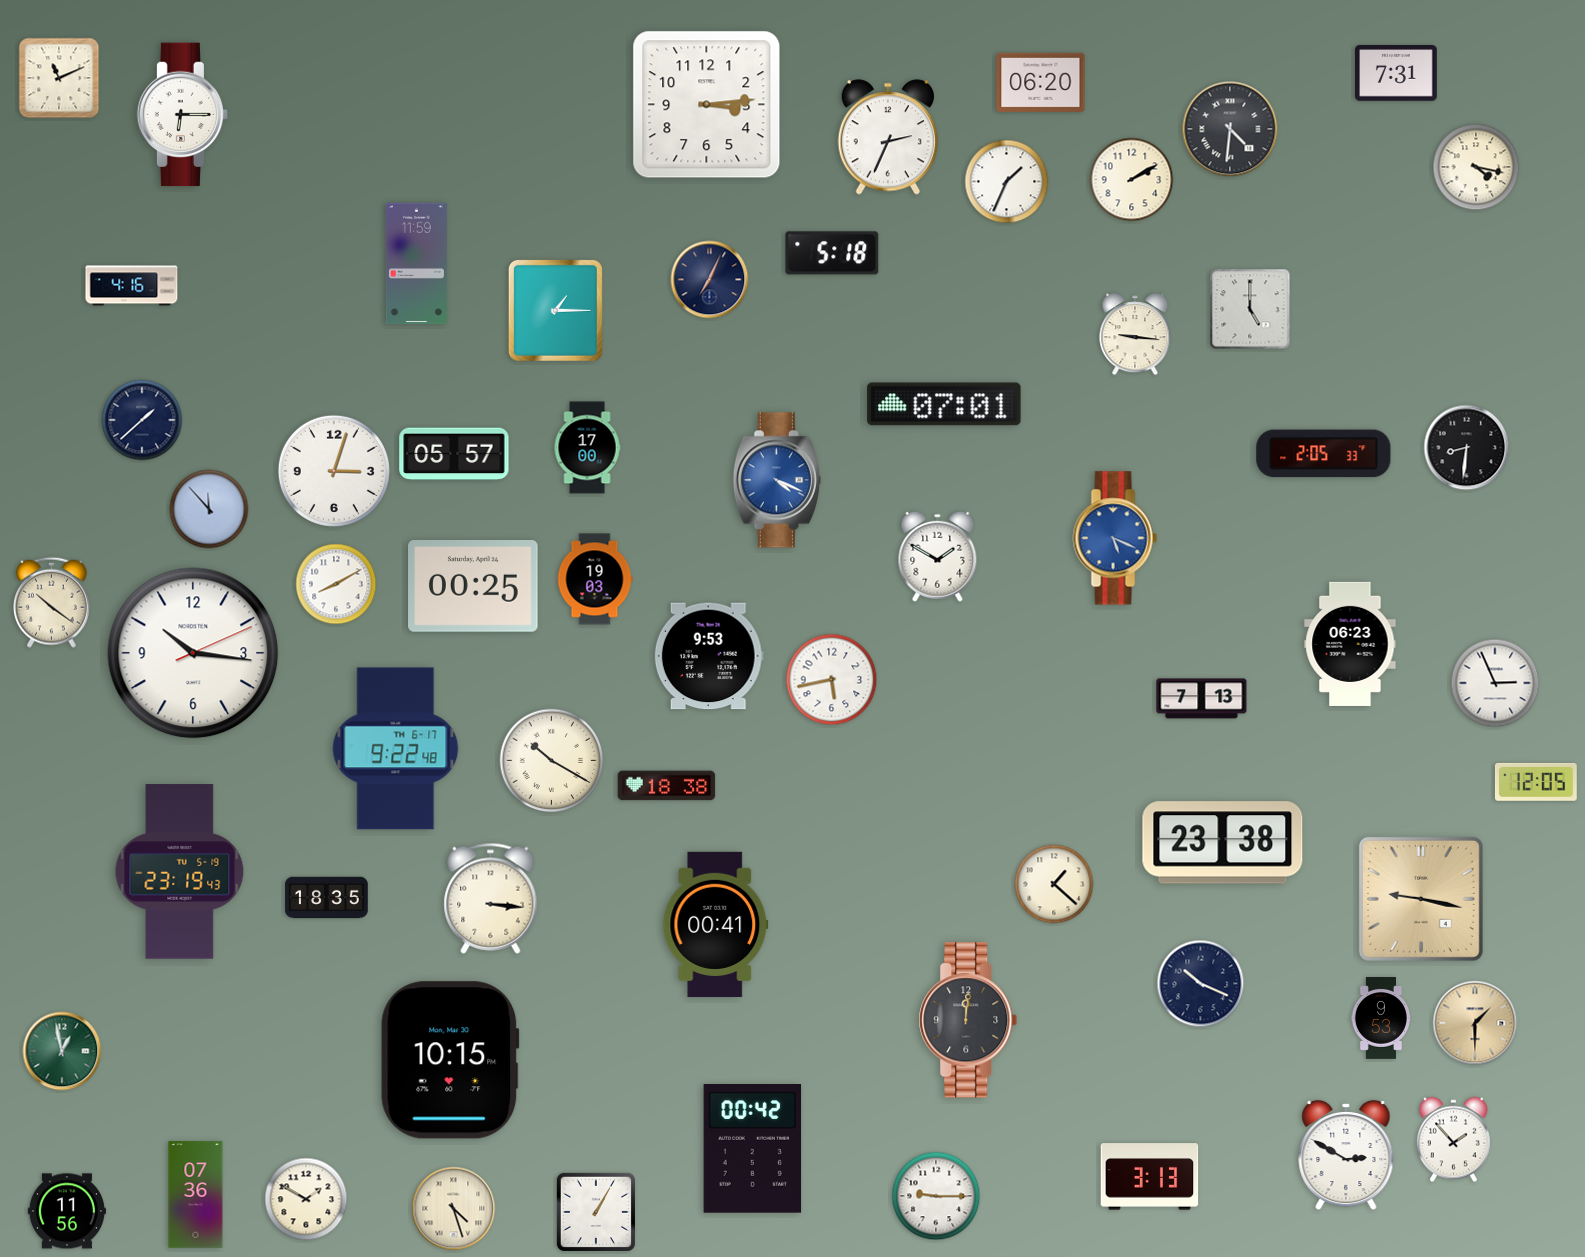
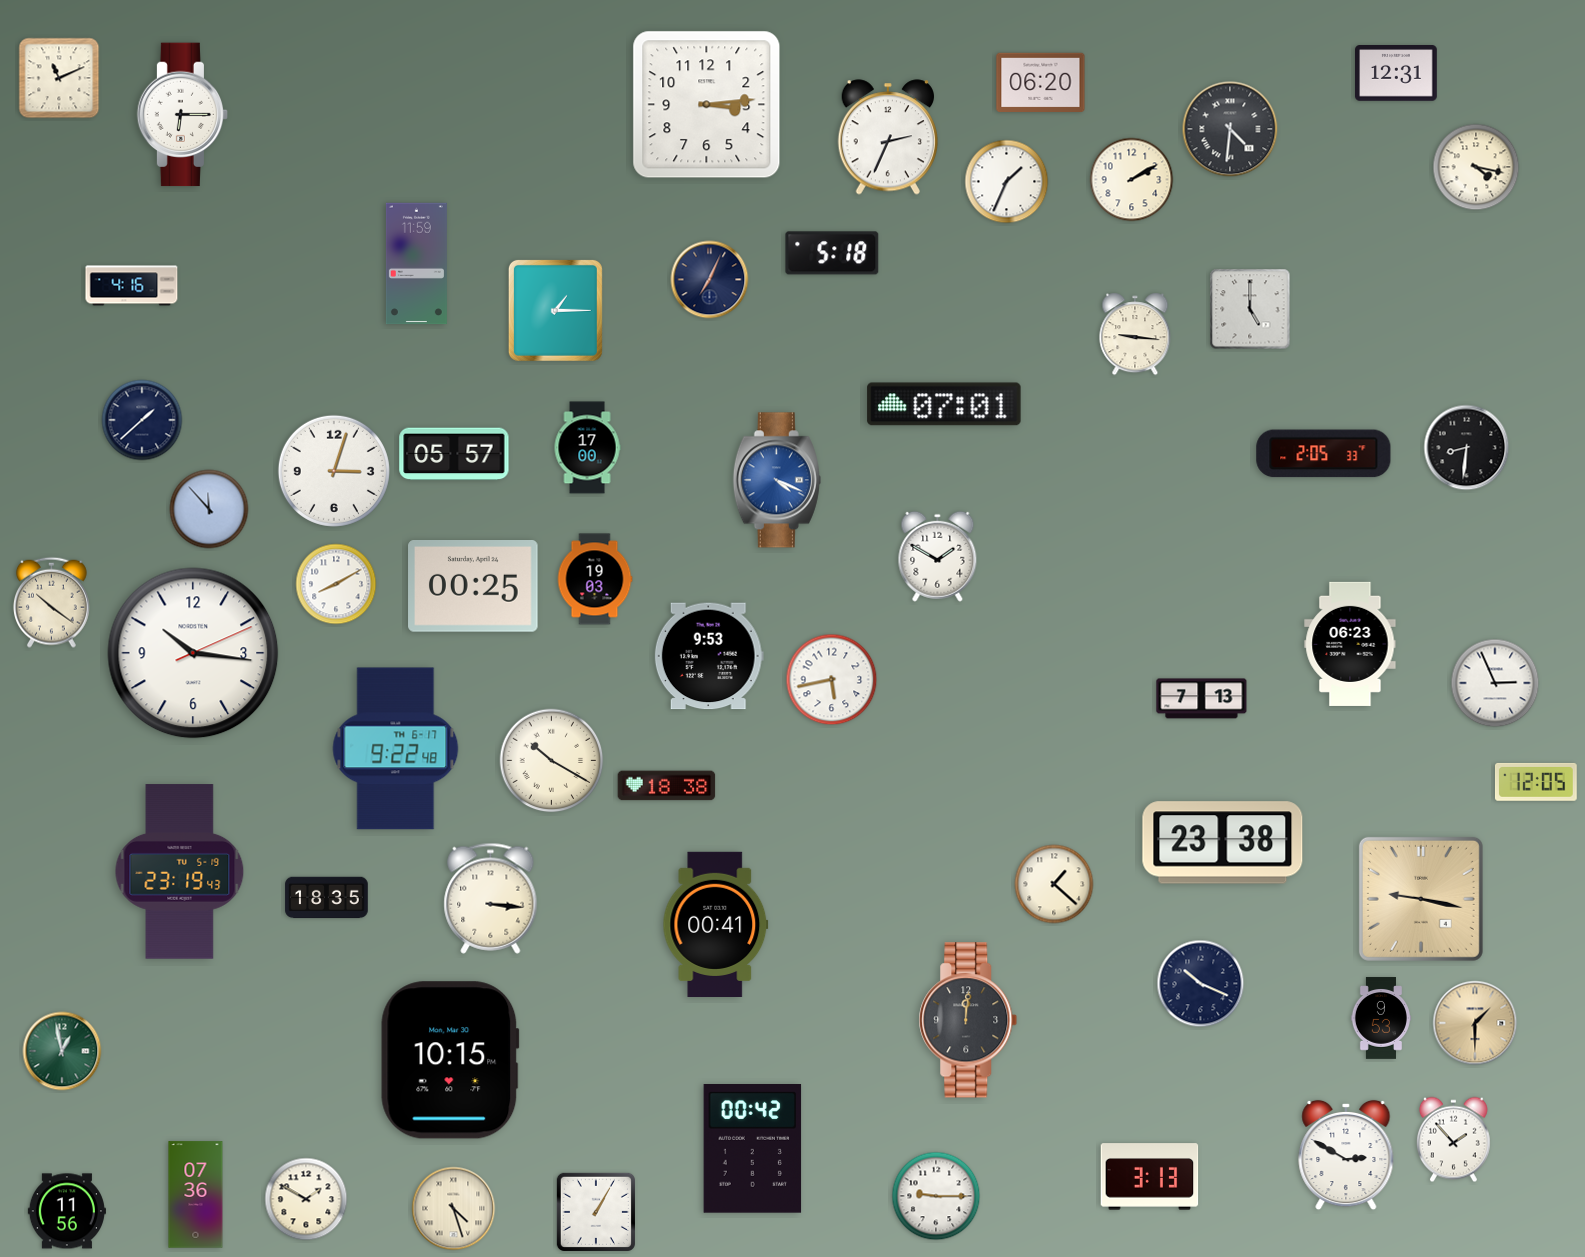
clock at (1397, 73): 7:31 -> 12:31
clock at (1115, 538): 5:19 -> none
